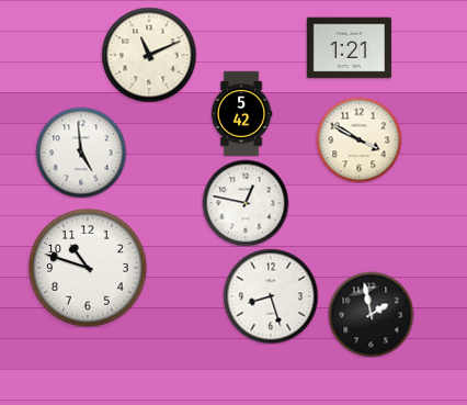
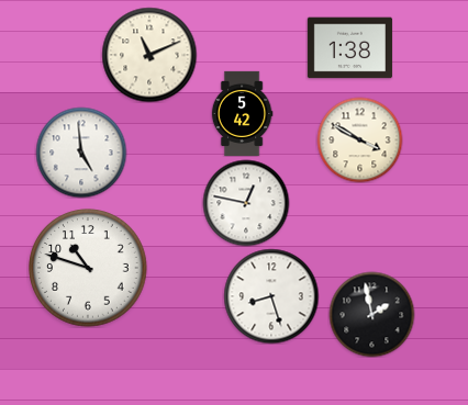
clock at (349, 48): 1:21 -> 1:38
